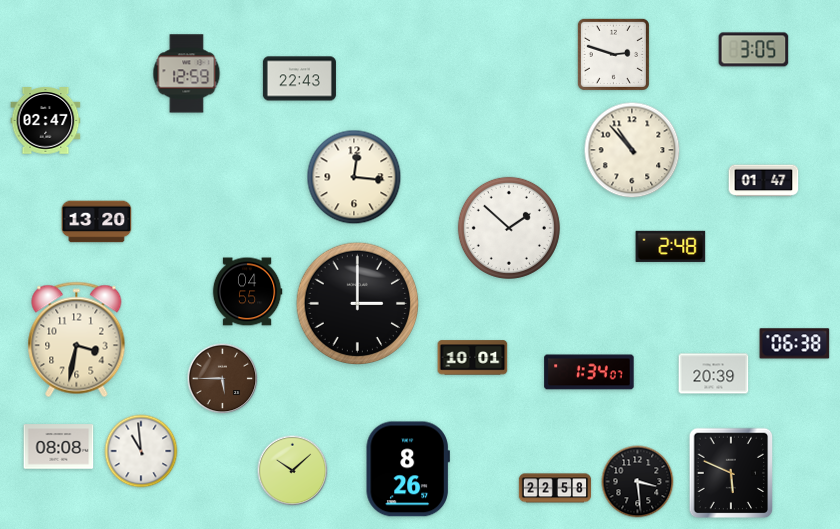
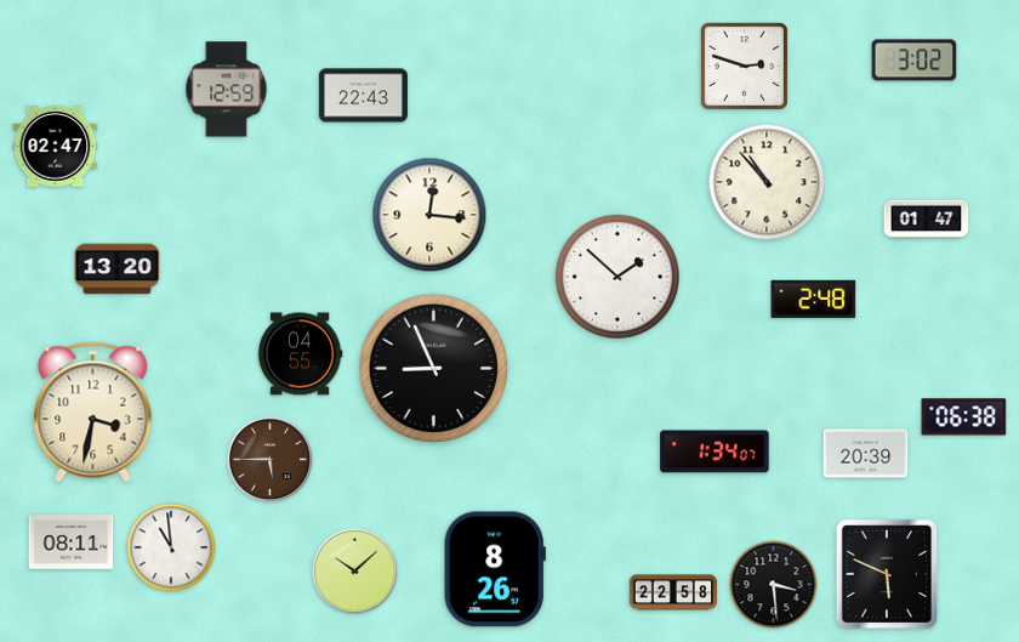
clock at (754, 50): 3:05 -> 3:02
clock at (358, 304): 3:00 -> 8:56
clock at (473, 358): 10:01 -> none
clock at (59, 447): 08:08 -> 08:11
